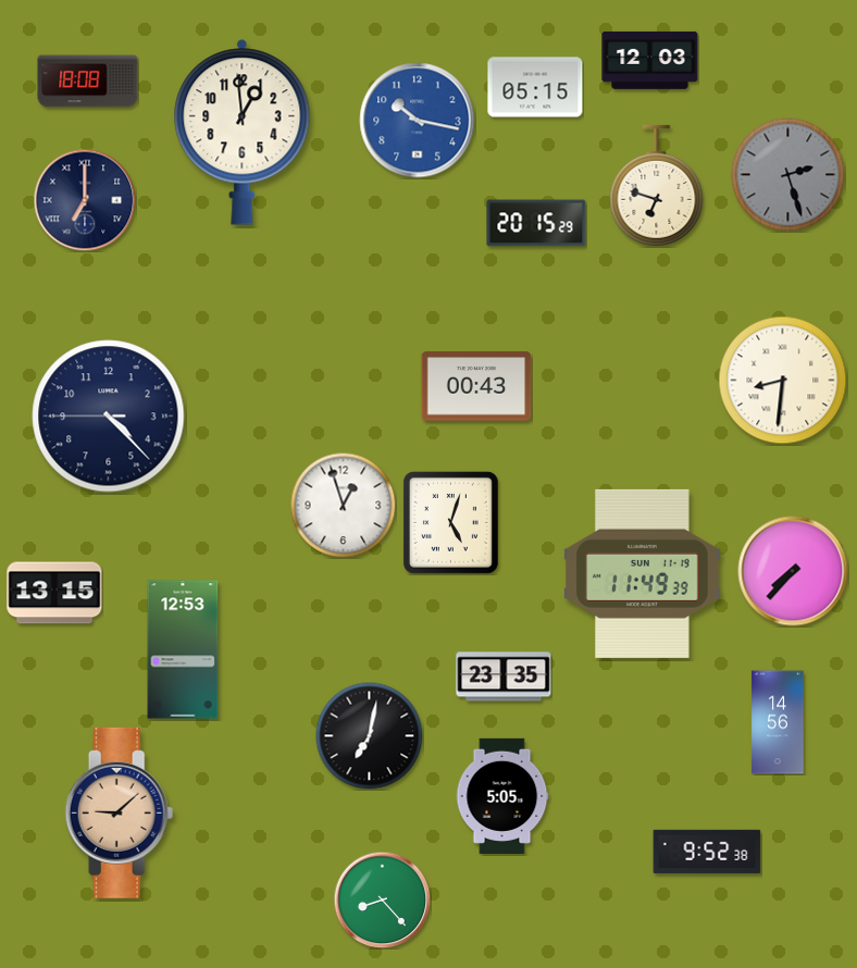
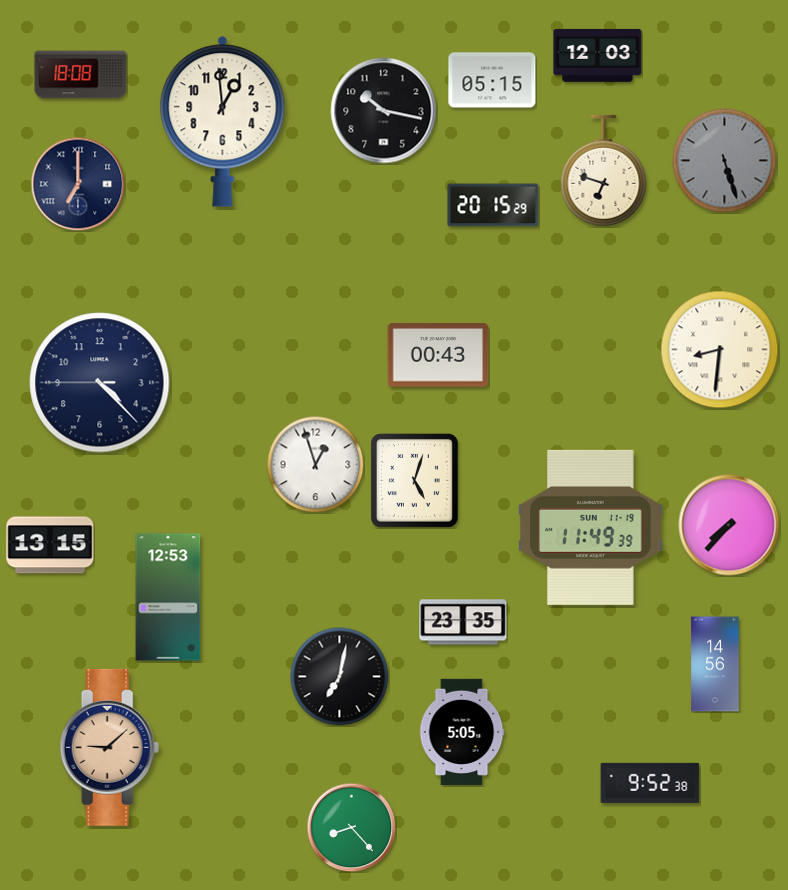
clock at (418, 121) dial: blue -> black
clock at (788, 175): 2:27 -> 5:27
